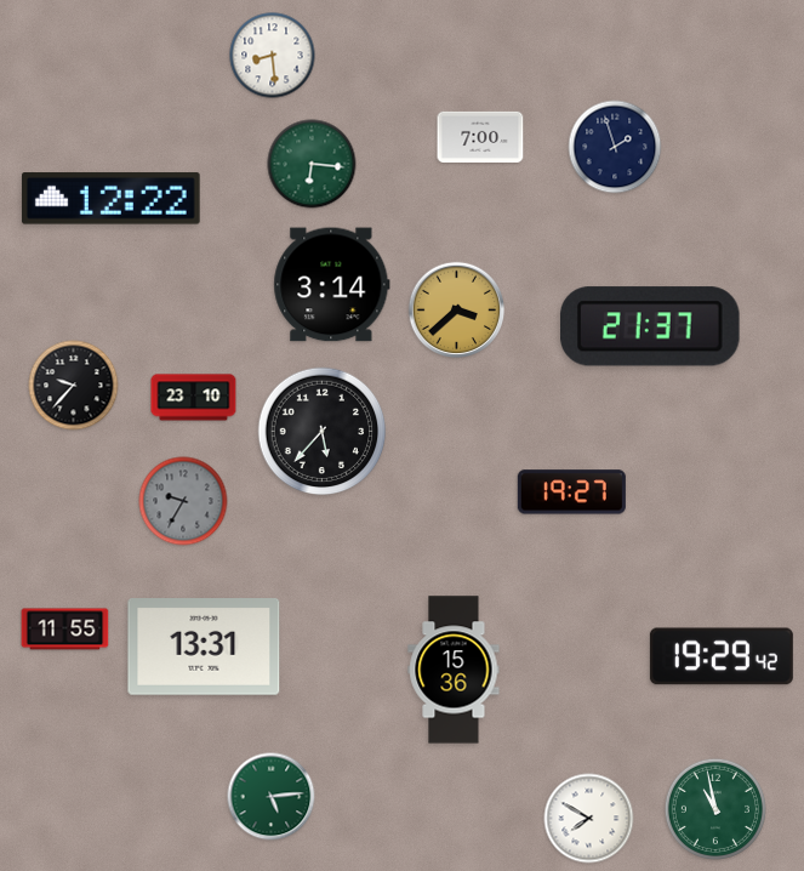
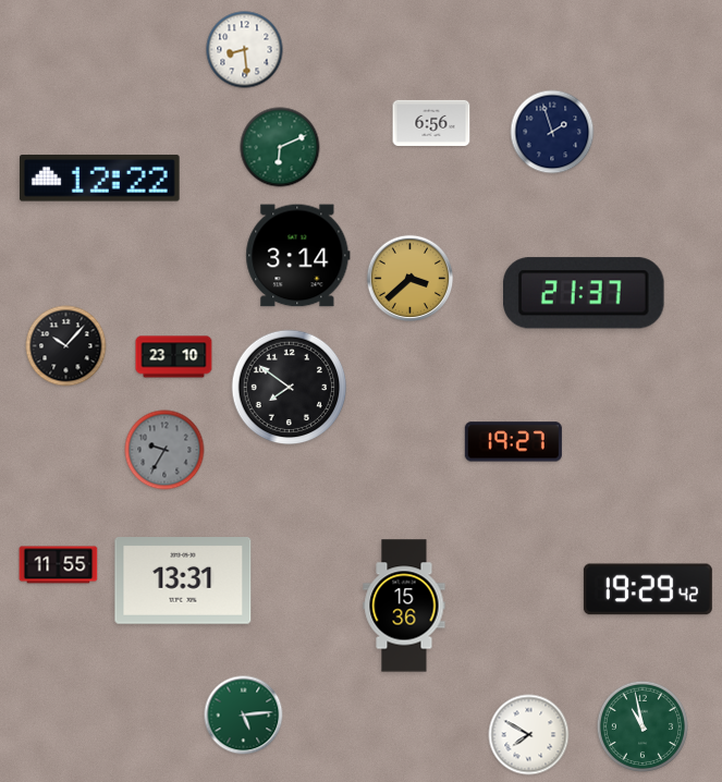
clock at (480, 137): 7:00 -> 6:56
clock at (312, 164): 6:16 -> 6:11
clock at (74, 386): 9:37 -> 10:07
clock at (323, 432): 5:37 -> 7:51
clock at (454, 670) position: (454, 670) -> (404, 606)
